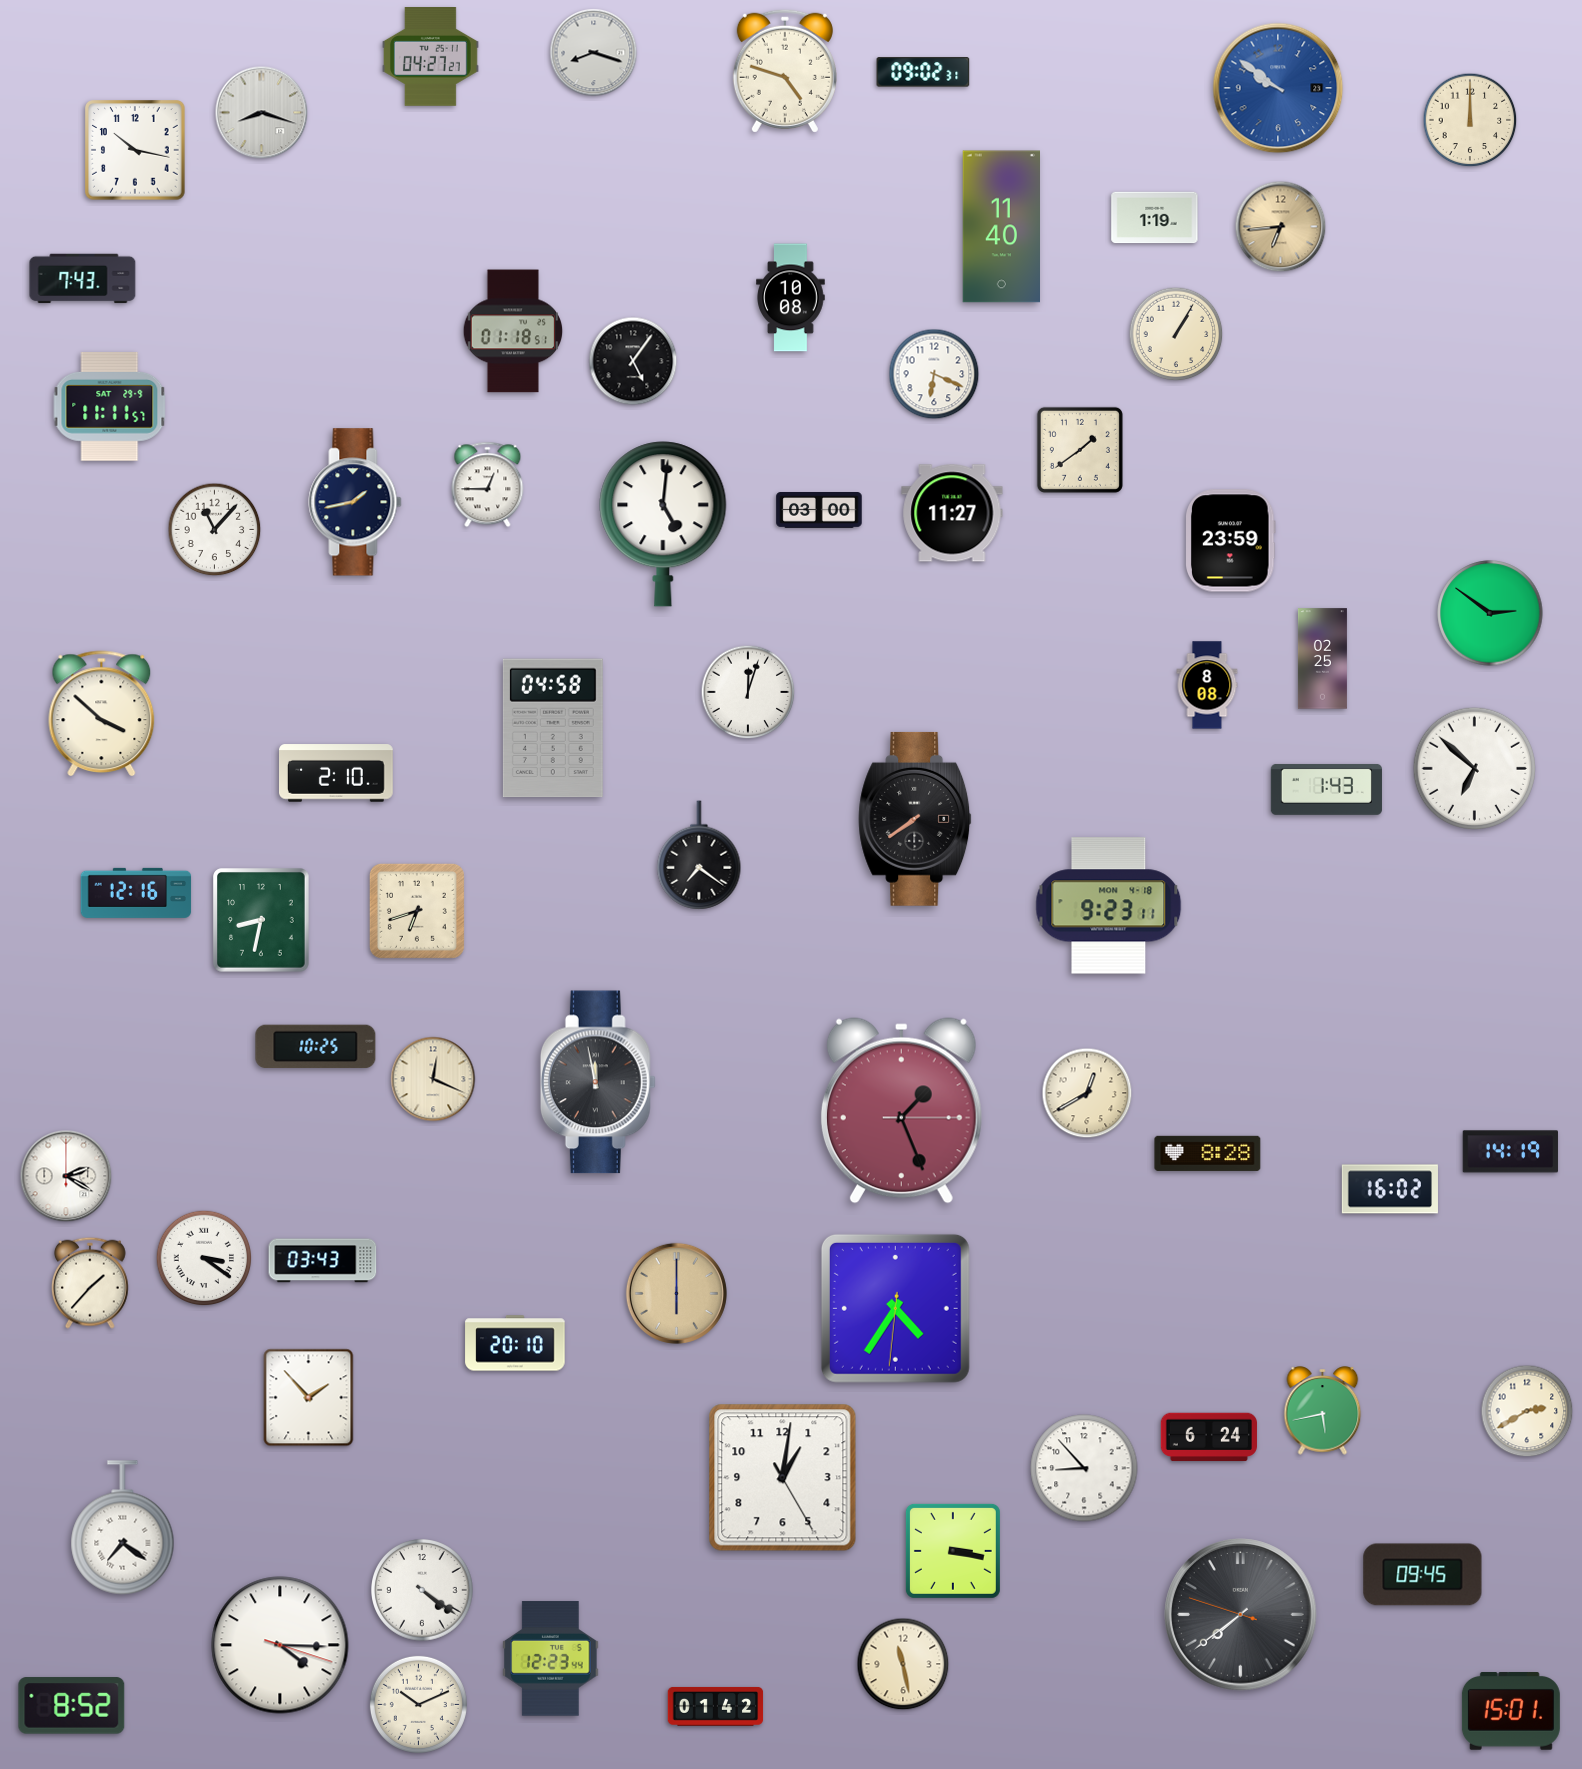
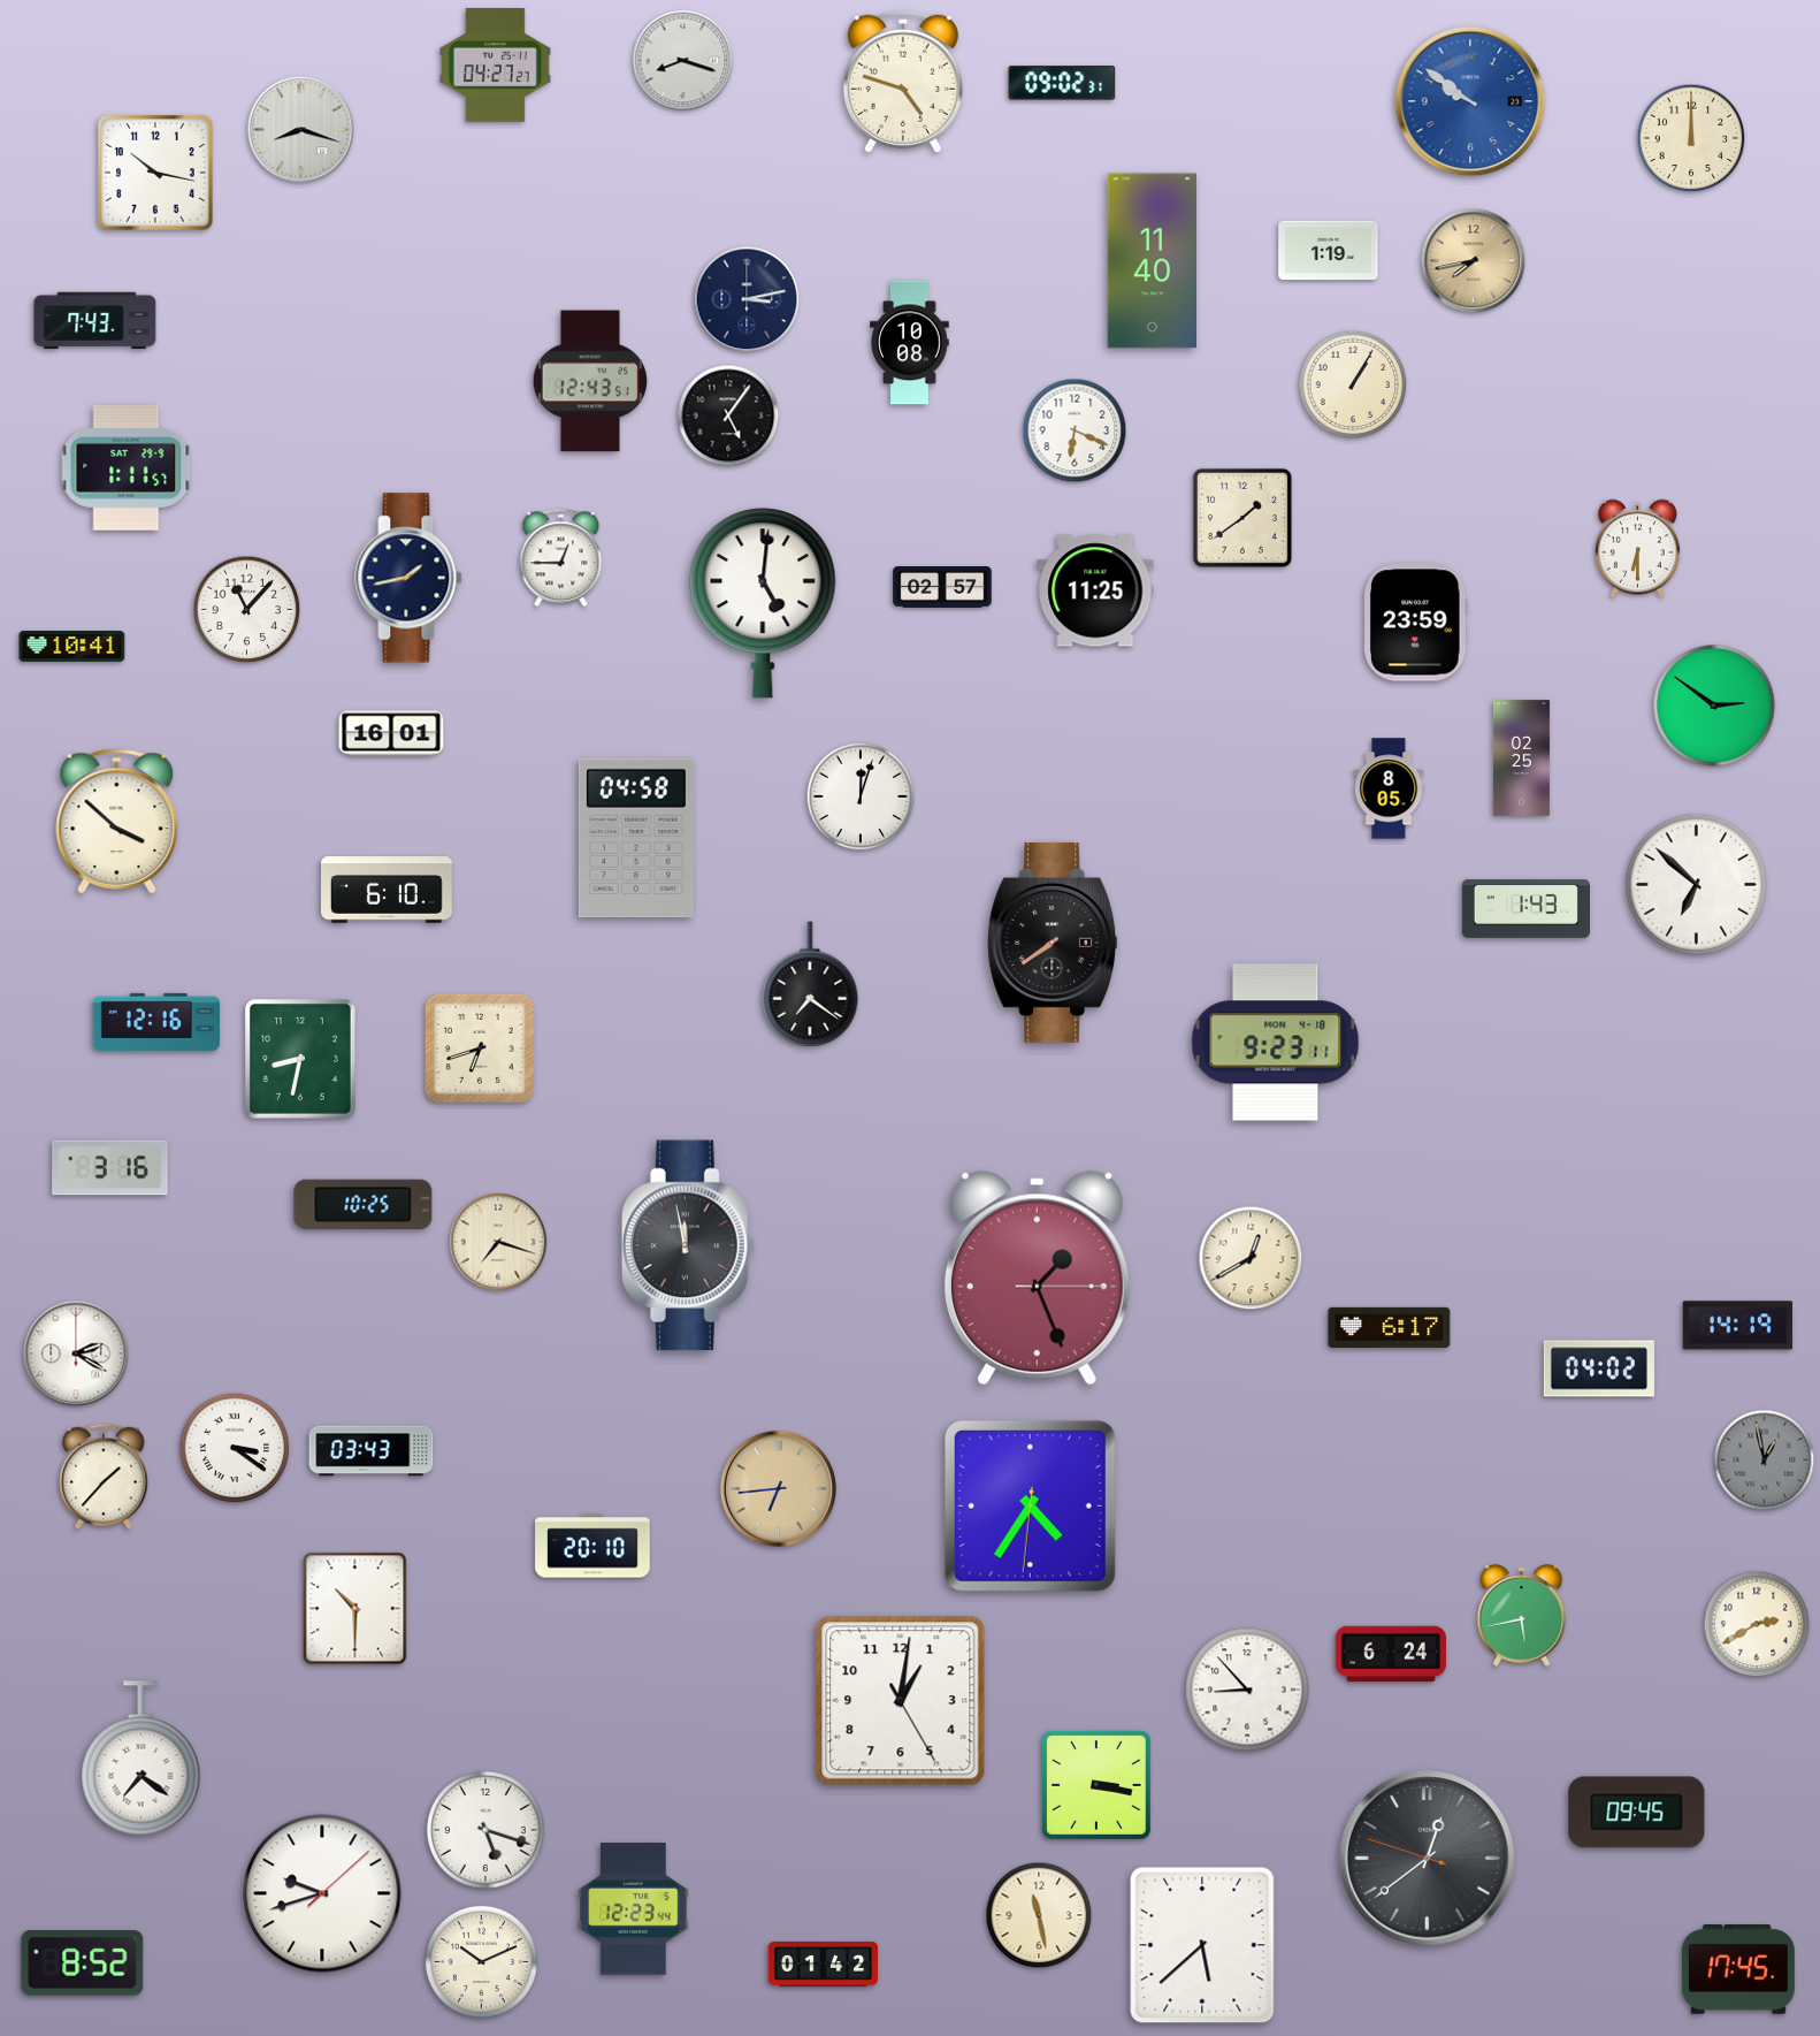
clock at (1281, 227): 6:44 -> 7:43
clock at (747, 299): none -> 3:13
clock at (513, 331): 01:18 -> 12:43
clock at (110, 406): 11:11 -> 1:11
clock at (1637, 549): none -> 6:30
clock at (819, 511): 03:00 -> 02:57
clock at (952, 513): 11:27 -> 11:25
clock at (72, 647): none -> 10:41
clock at (391, 733): none -> 16:01
clock at (1207, 685): 8:08 -> 8:05
clock at (337, 773): 2:10 -> 6:10
clock at (699, 855) position: (699, 855) -> (810, 984)
clock at (136, 893) position: (136, 893) -> (156, 1022)
clock at (110, 1168): none -> 3:16
clock at (433, 1079): 12:19 -> 7:18
clock at (1208, 1153): 8:28 -> 6:17
clock at (1390, 1189): 16:02 -> 04:02
clock at (1765, 1461): none -> 12:58
clock at (676, 1293): 6:00 -> 6:44
clock at (309, 1398): 1:53 -> 10:30
clock at (1323, 1411) position: (1323, 1411) -> (1522, 1616)
clock at (423, 1591): 4:21 -> 5:18
clock at (1241, 1615): 7:38 -> 12:38
clock at (280, 1645): 4:15 -> 9:42
clock at (1202, 1945): none -> 5:38
clock at (1511, 1712): 15:01 -> 17:45
